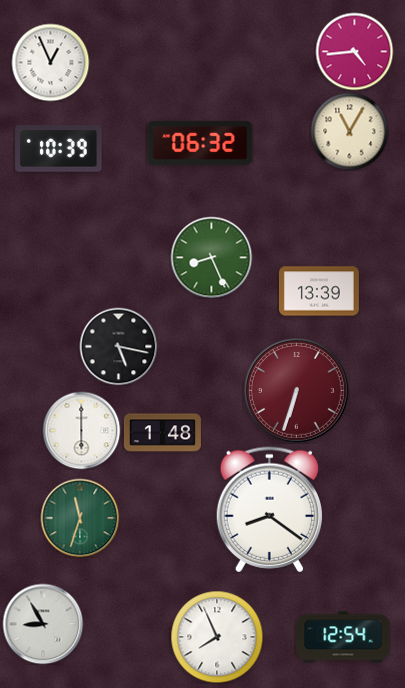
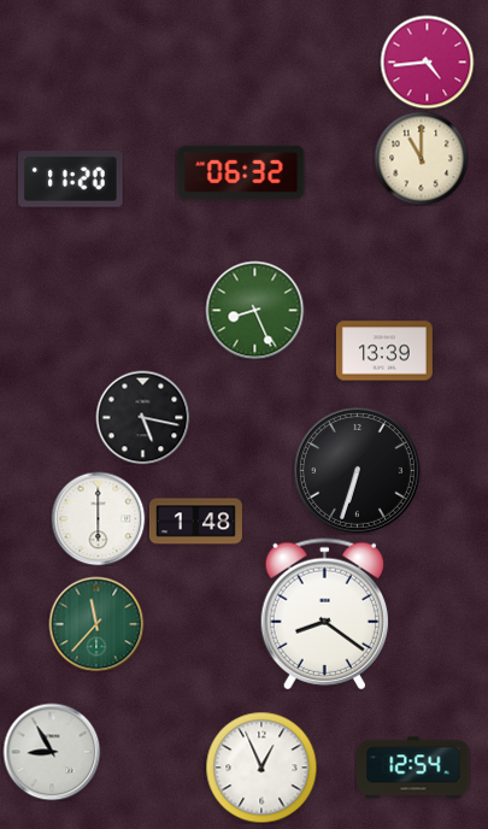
clock at (50, 62): 12:56 -> none
clock at (349, 131): 11:05 -> 11:00
clock at (59, 149): 10:39 -> 11:20
clock at (297, 391) dial: burgundy -> black
clock at (80, 518): 11:33 -> 11:37
clock at (217, 637): 7:56 -> 12:56
